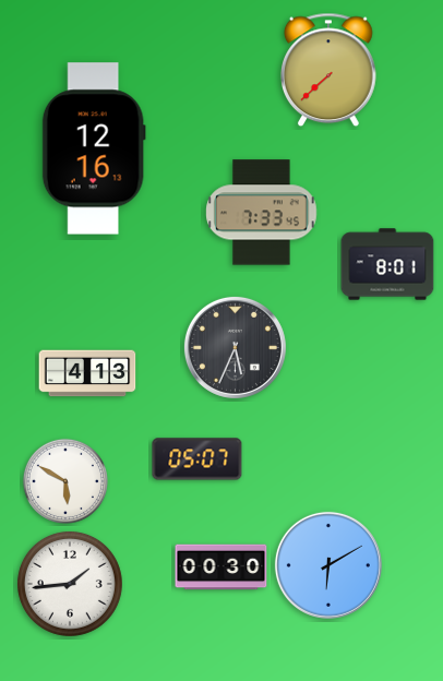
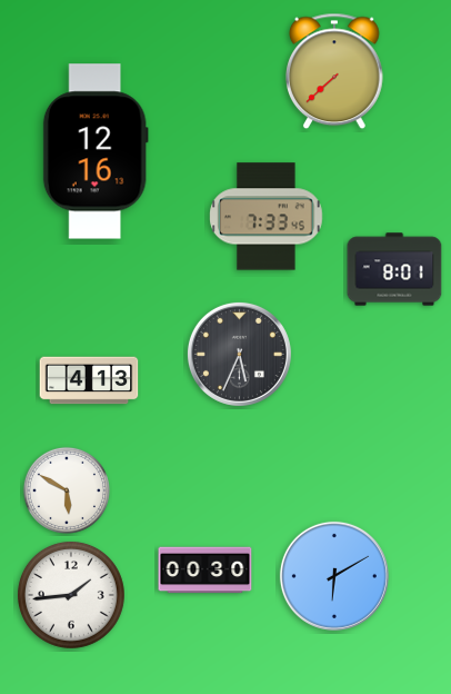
clock at (197, 459): 05:07 -> none
clock at (221, 567) position: (221, 567) -> (206, 571)
